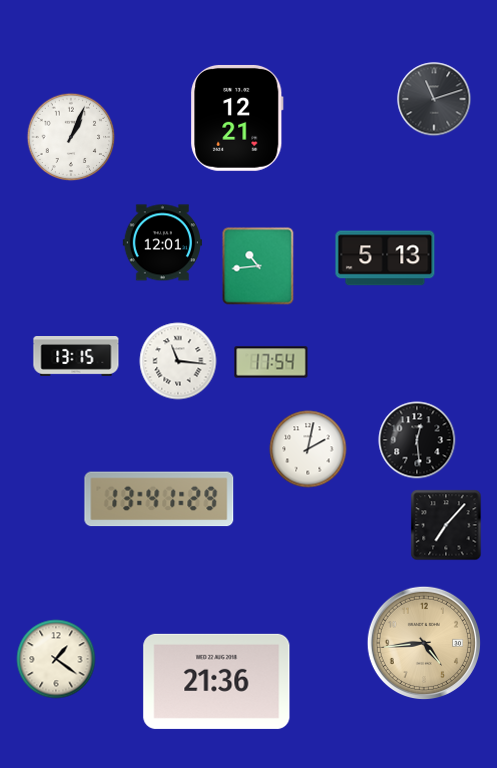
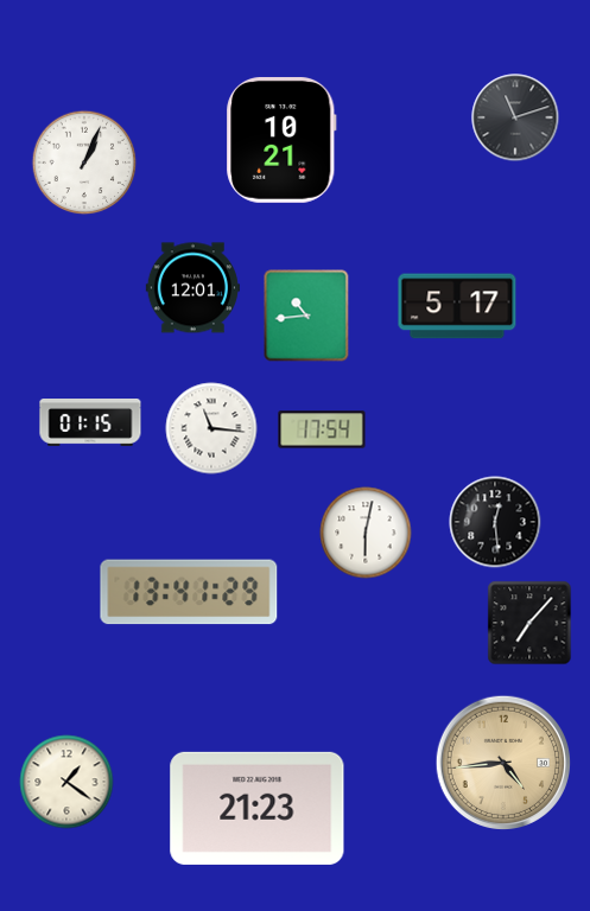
clock at (237, 118): 12:21 -> 10:21
clock at (385, 258): 5:13 -> 5:17
clock at (76, 357): 13:15 -> 01:15
clock at (308, 449): 2:02 -> 6:02
clock at (217, 681): 21:36 -> 21:23
